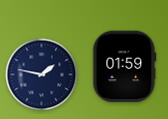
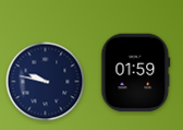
clock at (42, 75): 1:47 -> 9:47
